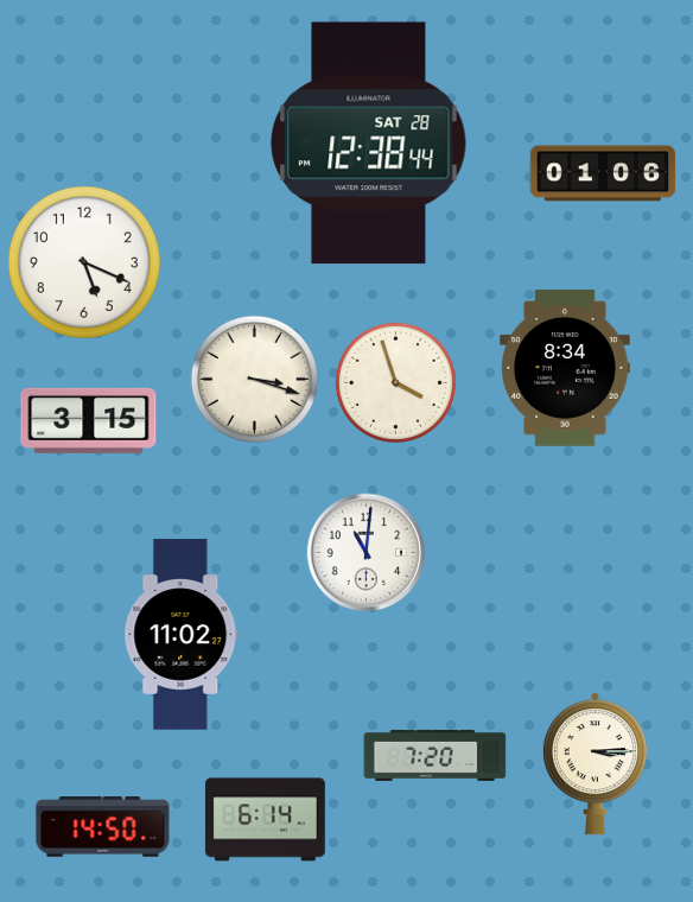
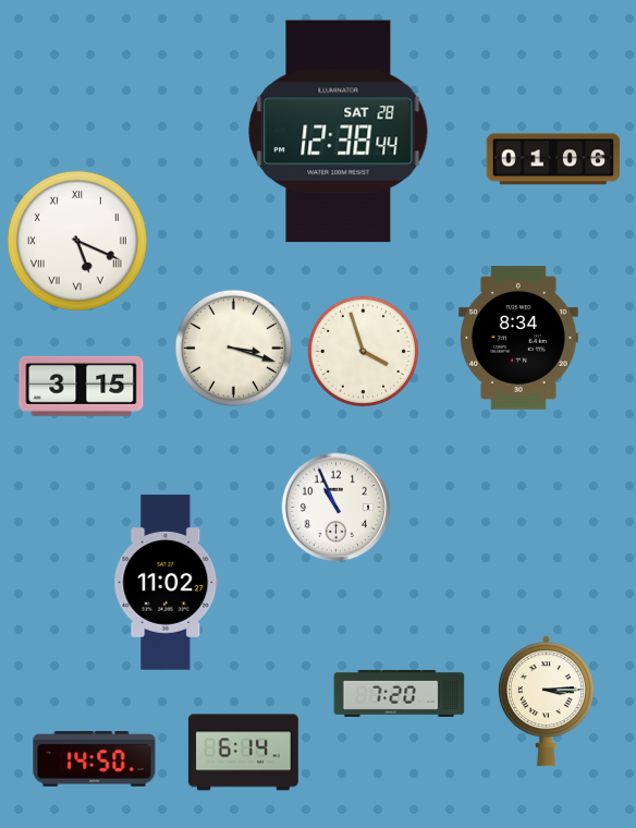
clock at (84, 262) numerals: Arabic -> Roman
clock at (367, 553): 11:01 -> 10:56
